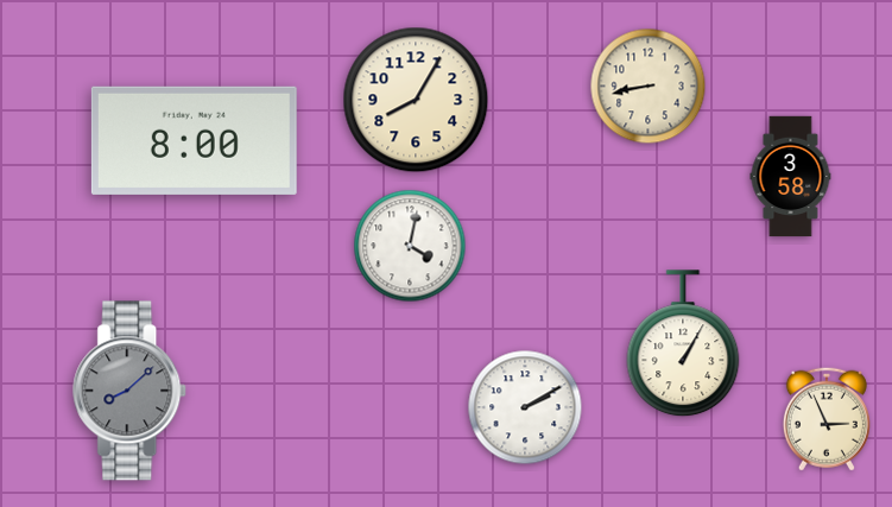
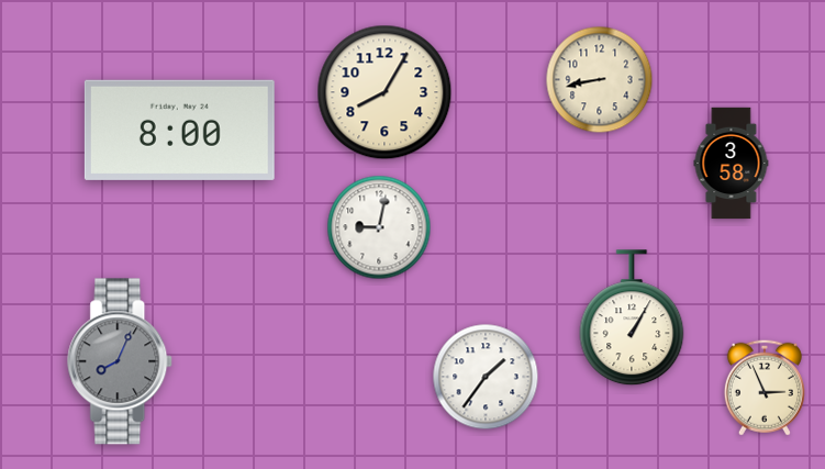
clock at (410, 246): 4:02 -> 9:02
clock at (131, 391): 8:08 -> 8:04
clock at (525, 407): 2:10 -> 1:36
